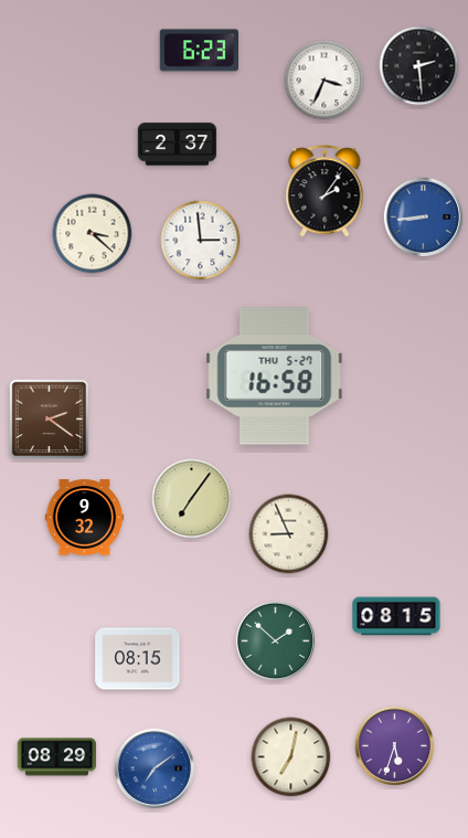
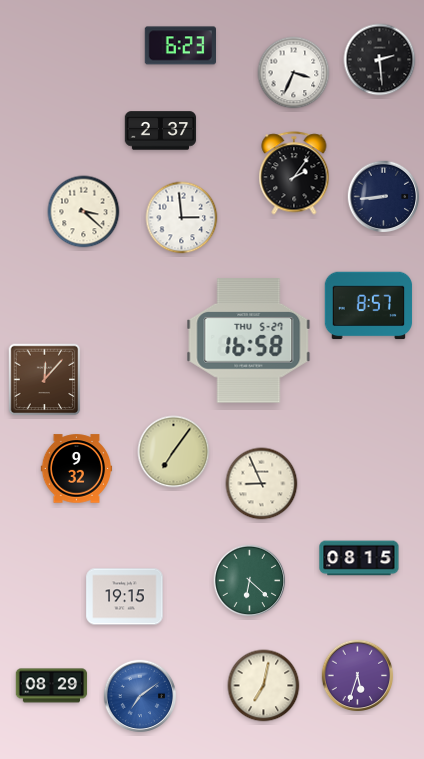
clock at (424, 218) dial: blue -> navy
clock at (369, 306): none -> 8:57
clock at (50, 420): 2:21 -> 12:07
clock at (276, 641): 1:52 -> 6:22
clock at (138, 659): 08:15 -> 19:15
